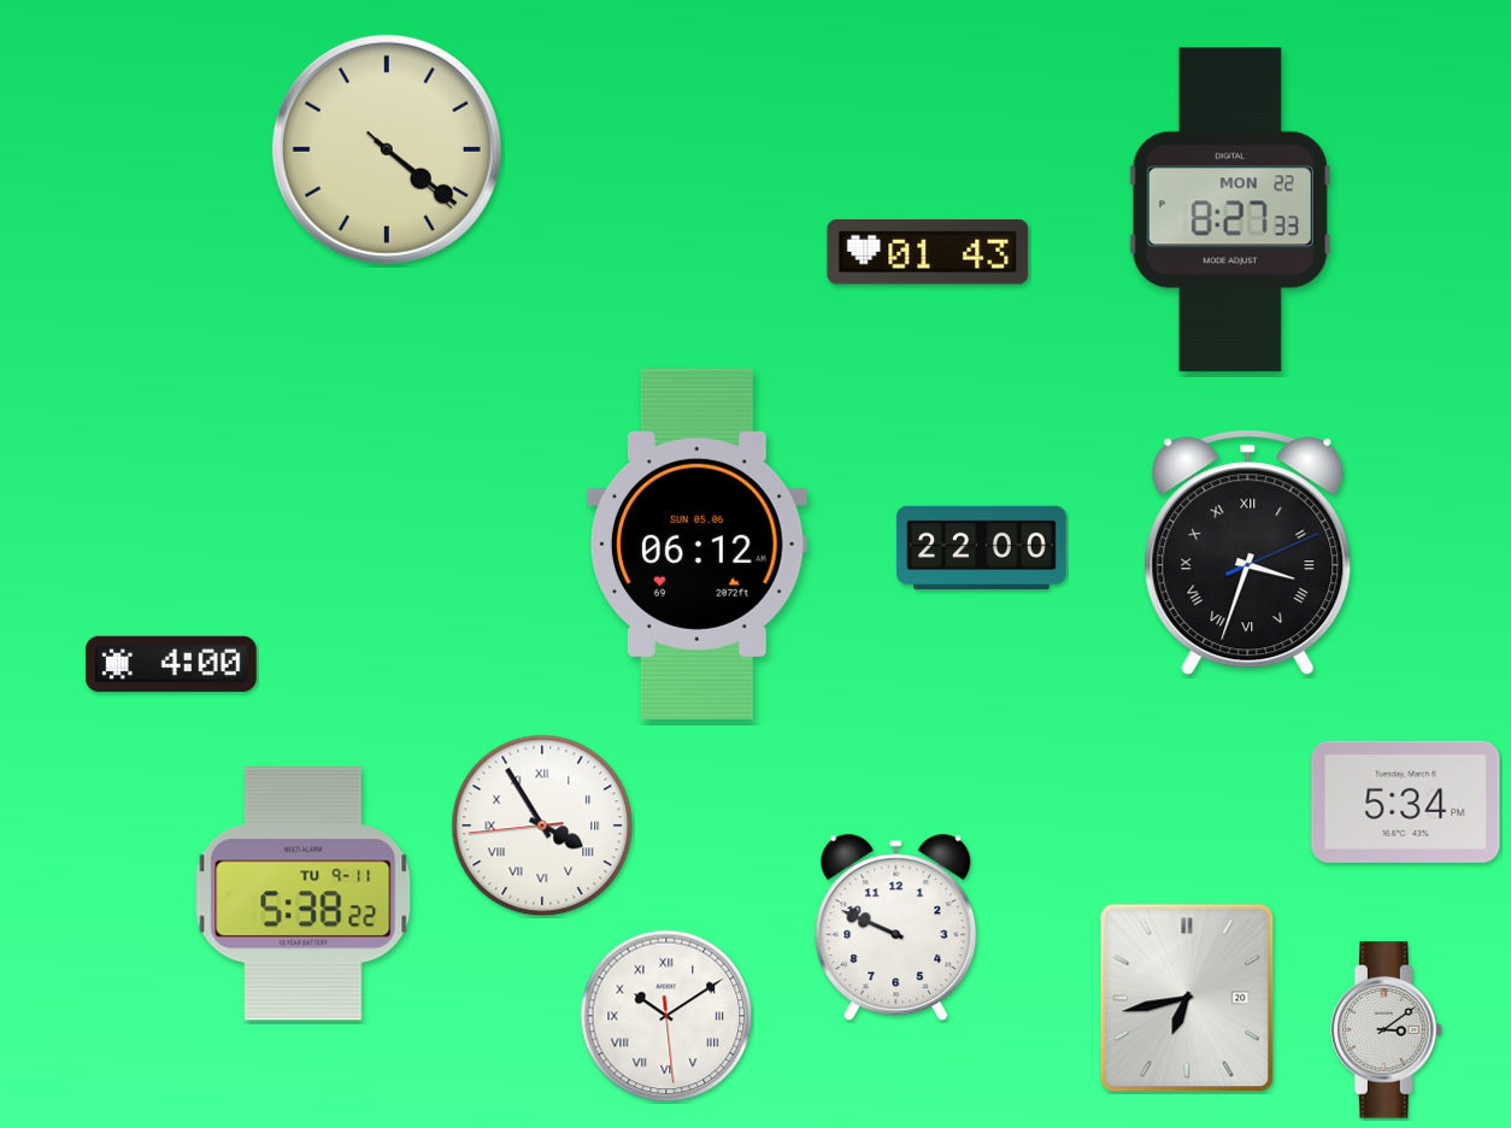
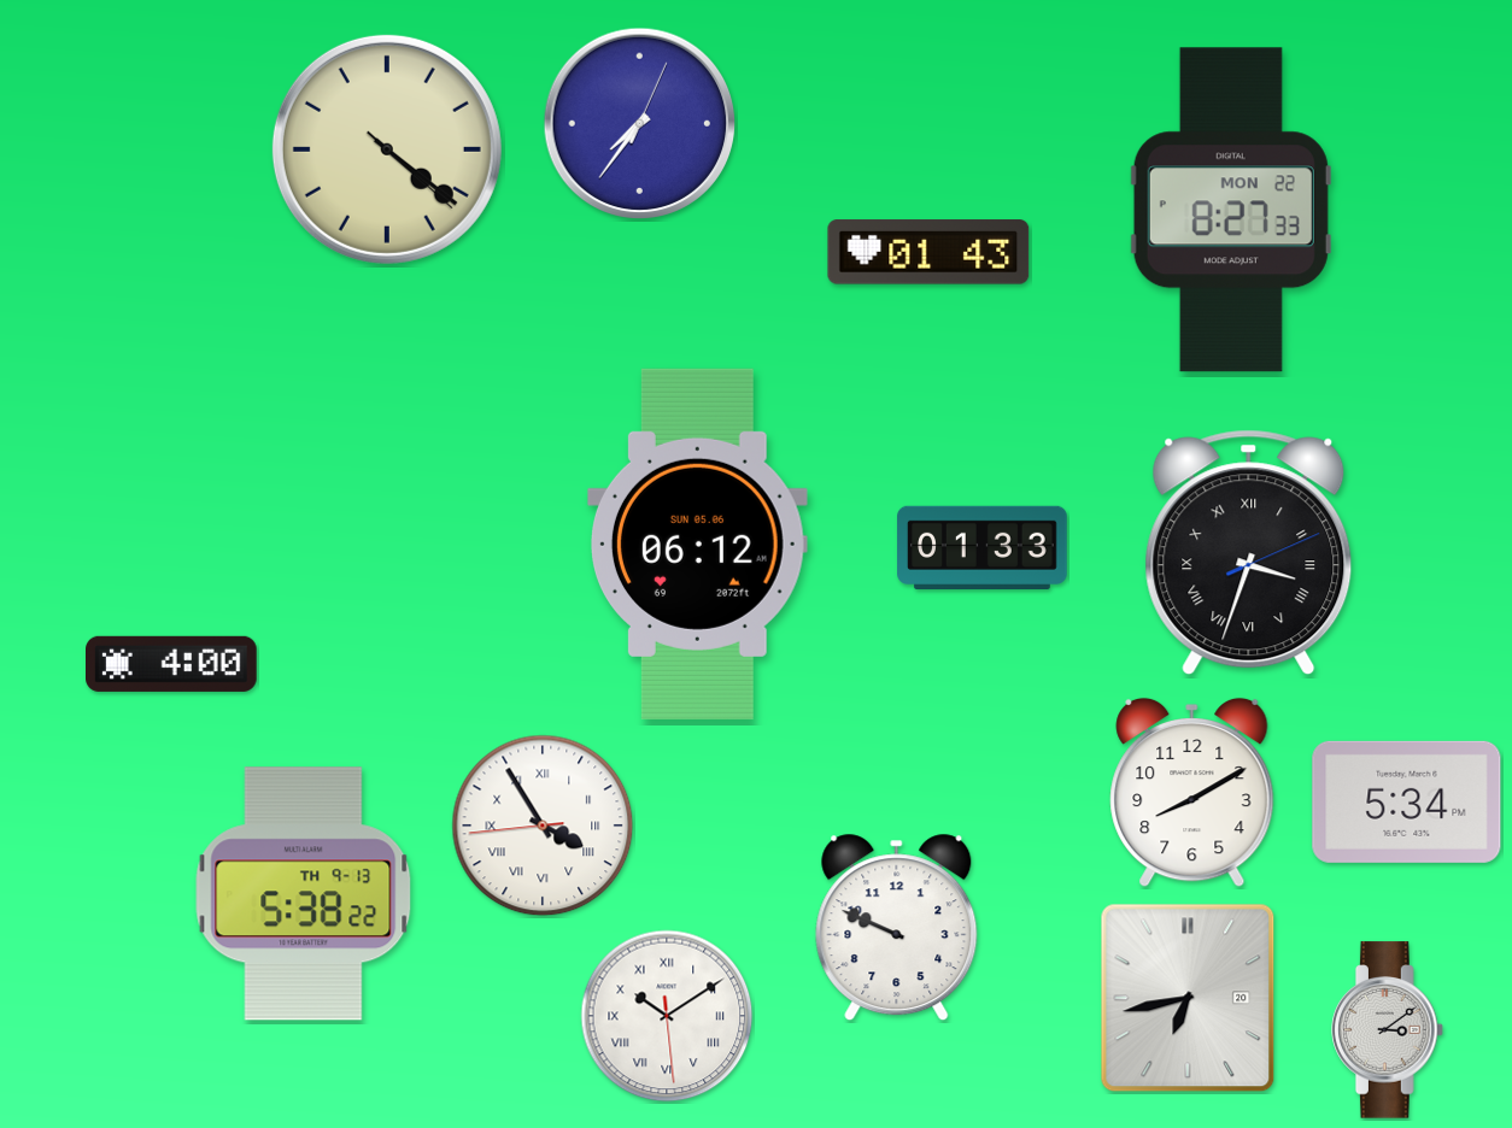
clock at (640, 124): none -> 7:36
clock at (982, 547): 22:00 -> 01:33
clock at (1192, 793): none -> 8:10
clock at (304, 894) date: TU 9-11 -> TH 9-13
